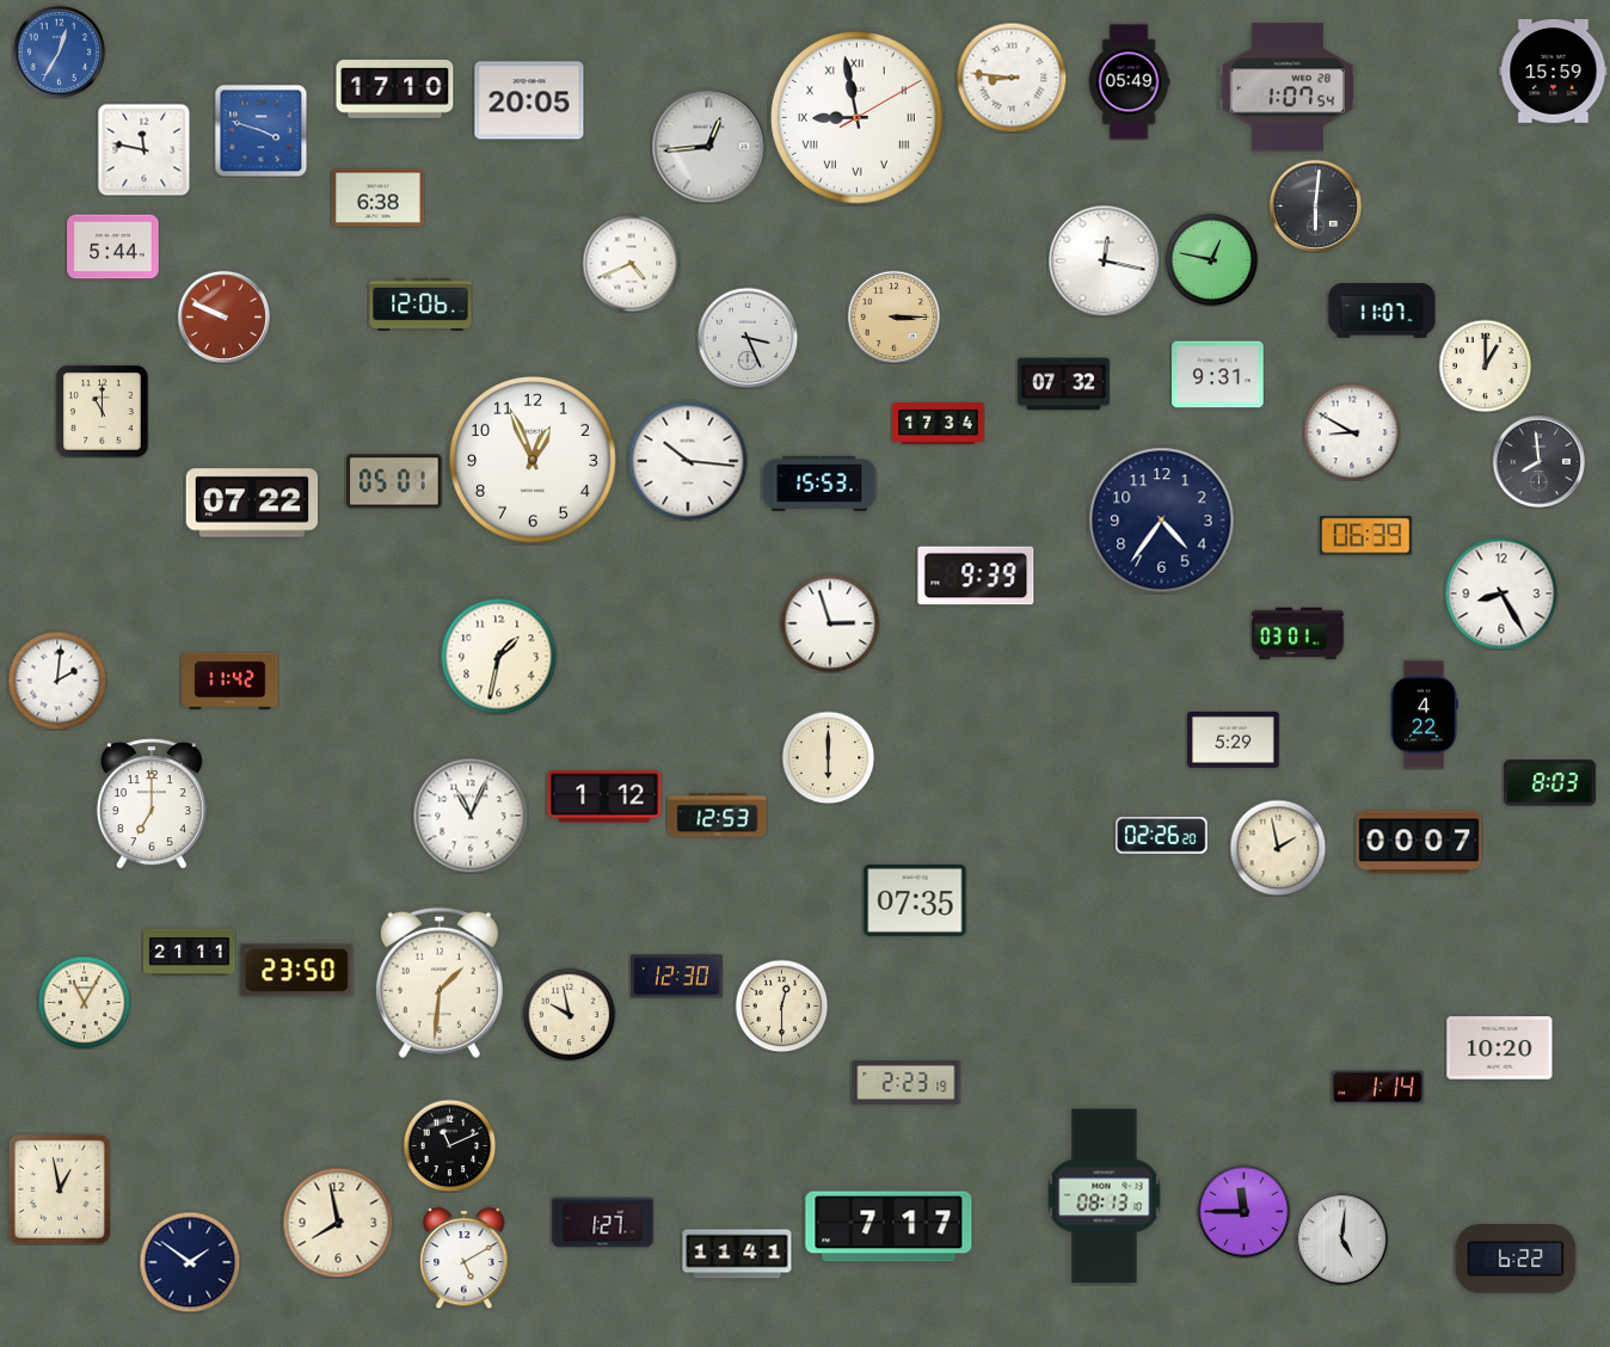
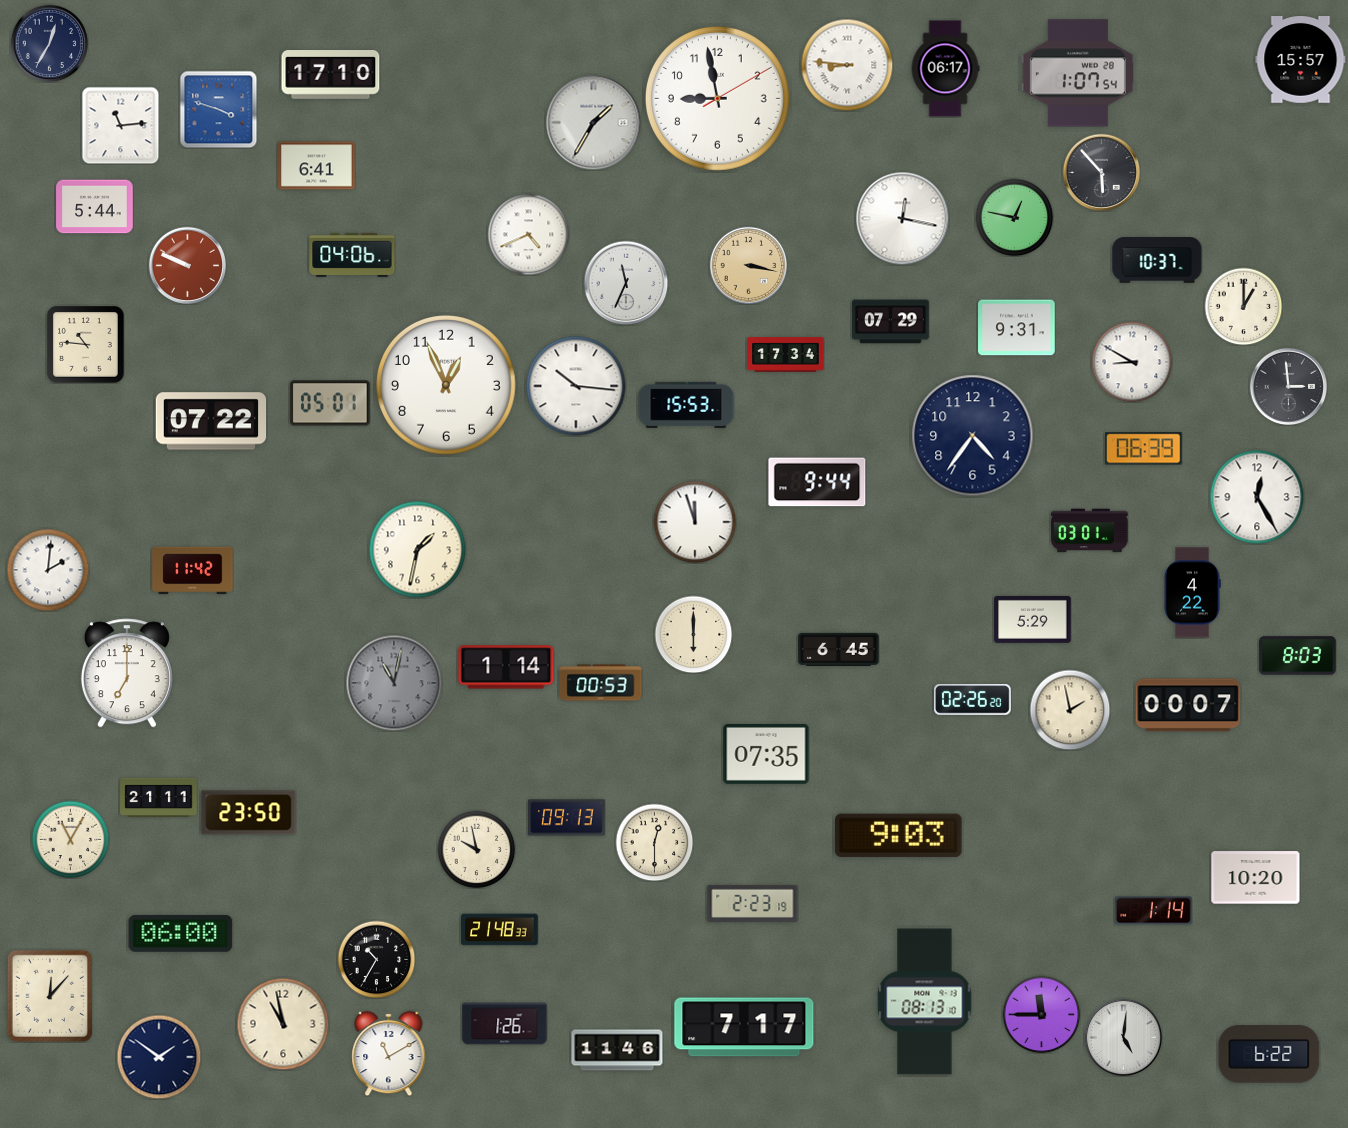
clock at (59, 51) dial: blue -> navy
clock at (1554, 72): 15:59 -> 15:57
clock at (1129, 82): 05:49 -> 06:17
clock at (529, 100): 20:05 -> none
clock at (856, 117) numerals: Roman -> Arabic
clock at (708, 146): 12:44 -> 1:35
clock at (143, 149): 11:47 -> 11:14
clock at (379, 198): 6:38 -> 6:41
clock at (1315, 205): 6:01 -> 5:53
clock at (1104, 260) position: (1104, 260) -> (902, 218)
clock at (631, 263) position: (631, 263) -> (528, 234)
clock at (420, 305): 12:06 -> 04:06
clock at (1382, 310): 11:07 -> 10:37
clock at (893, 316): 3:15 -> 3:17
clock at (748, 338): 3:26 -> 11:34
clock at (1218, 375) position: (1218, 375) -> (1017, 328)
clock at (1064, 385): 07:32 -> 07:29
clock at (103, 412): 11:00 -> 10:46
clock at (1538, 461): 7:59 -> 2:59
clock at (976, 576): 9:39 -> 9:44
clock at (1501, 593): 8:25 -> 12:25
clock at (830, 623): 2:57 -> 11:57
clock at (1298, 634) position: (1298, 634) -> (1090, 531)
clock at (1424, 715) position: (1424, 715) -> (1192, 593)
clock at (839, 649): none -> 6:45
clock at (604, 796): 1:12 -> 1:14
clock at (471, 816): 11:04 -> 11:02
clock at (471, 816) dial: white -> grey
clock at (718, 816): 12:53 -> 00:53
clock at (677, 977): 12:30 -> 09:13
clock at (440, 983): 1:31 -> none
clock at (899, 835): none -> 9:03
clock at (907, 1082) position: (907, 1082) -> (753, 903)
clock at (500, 930): none -> 21:48
clock at (181, 933): none -> 06:00
clock at (449, 1145): 11:11 -> 10:35
clock at (60, 1189): 12:58 -> 12:07
clock at (338, 1223): 7:58 -> 10:58
clock at (603, 1223): 1:27 -> 1:26
clock at (737, 1254): 11:41 -> 11:46
clock at (465, 1257): 5:10 -> 11:10
